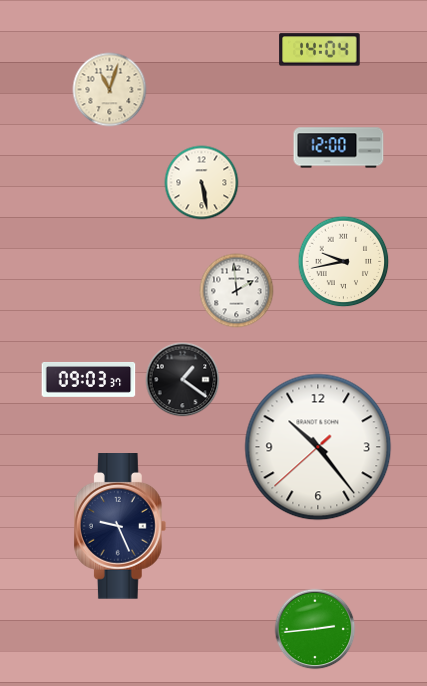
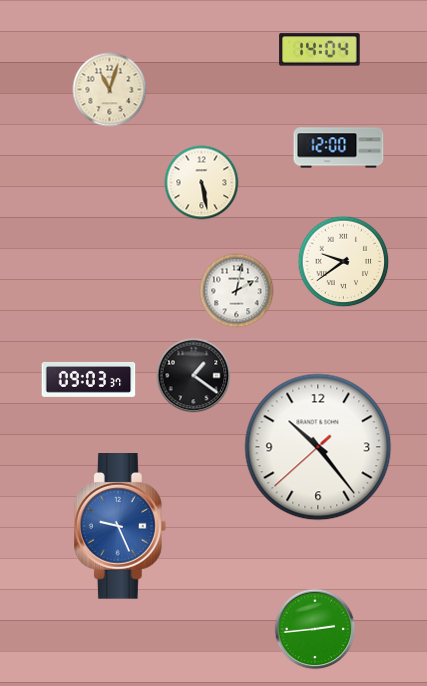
clock at (344, 262): 9:43 -> 9:39
clock at (237, 291): 1:59 -> 2:02
clock at (183, 380) position: (183, 380) -> (194, 376)
clock at (120, 527) dial: navy -> blue
